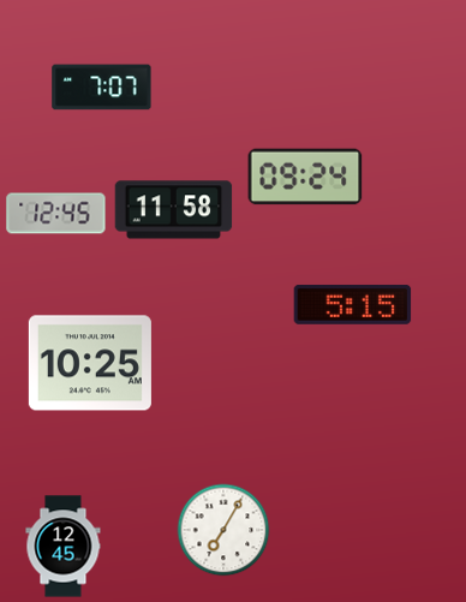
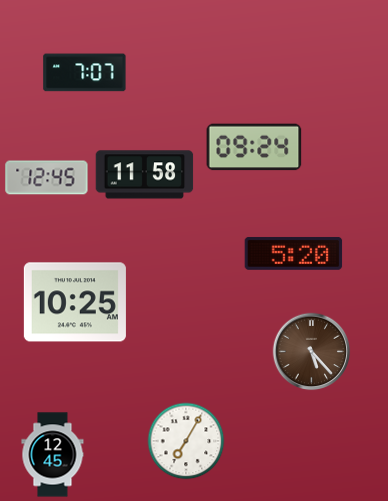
clock at (353, 304): 5:15 -> 5:20
clock at (312, 352): none -> 5:23
